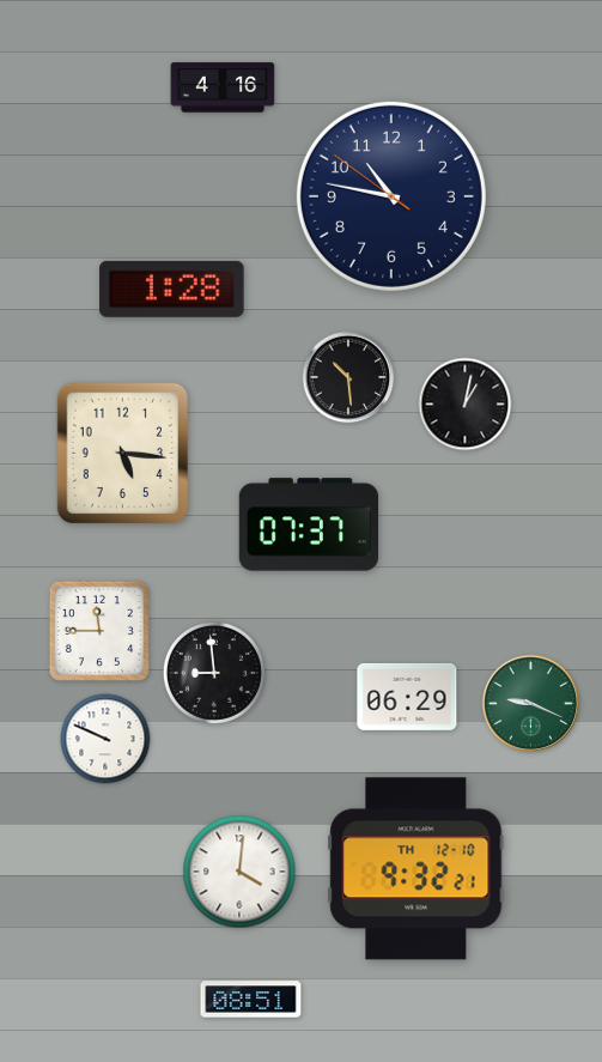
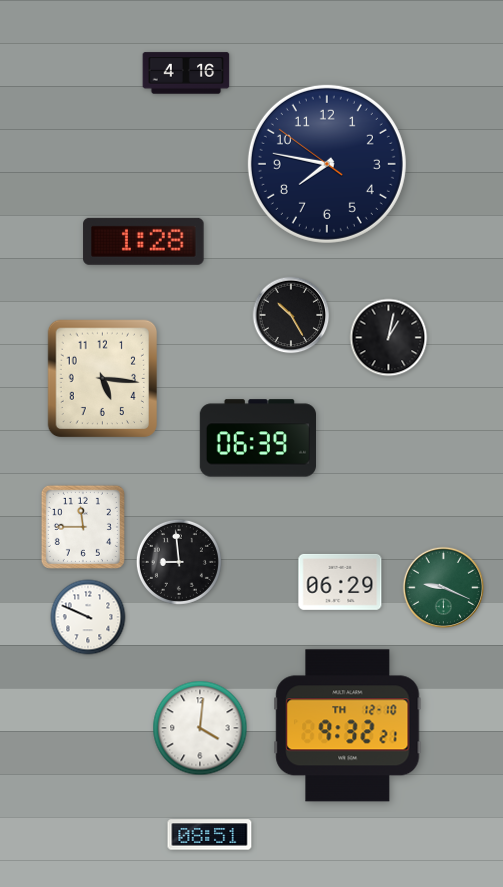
clock at (391, 196): 10:46 -> 7:46
clock at (348, 377): 10:29 -> 10:25
clock at (308, 524): 07:37 -> 06:39
